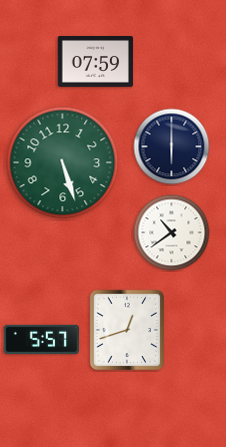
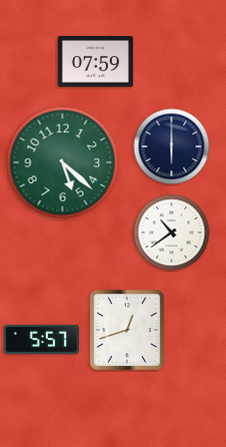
clock at (63, 163): 5:27 -> 5:22
